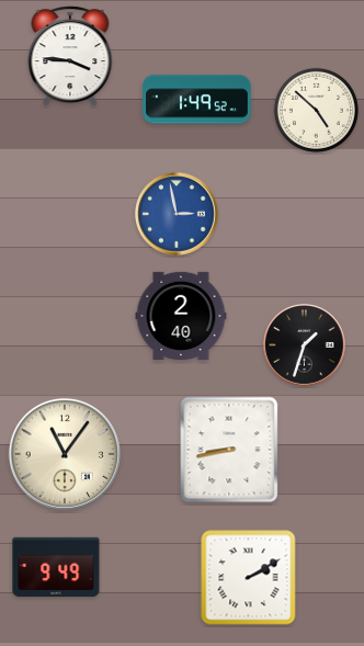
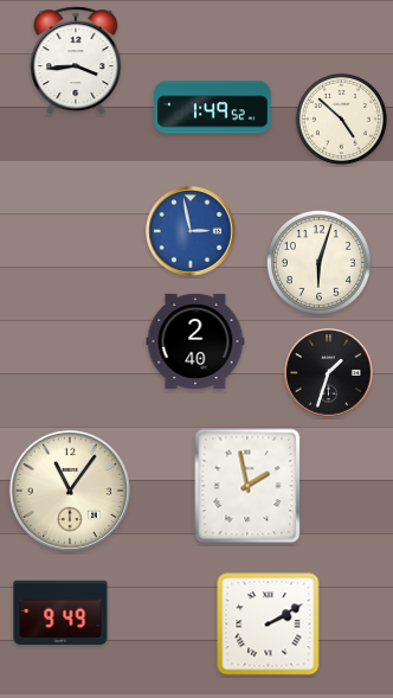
clock at (70, 56): 3:46 -> 3:44
clock at (318, 262): none -> 6:03
clock at (229, 450): 8:43 -> 1:58
